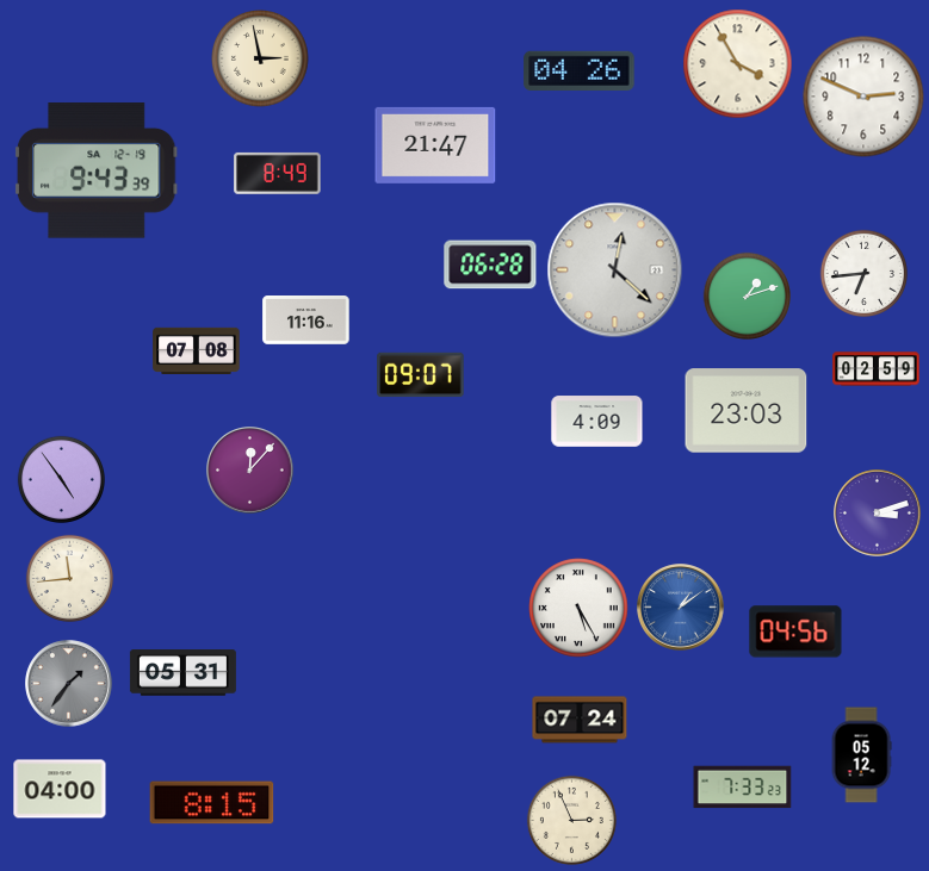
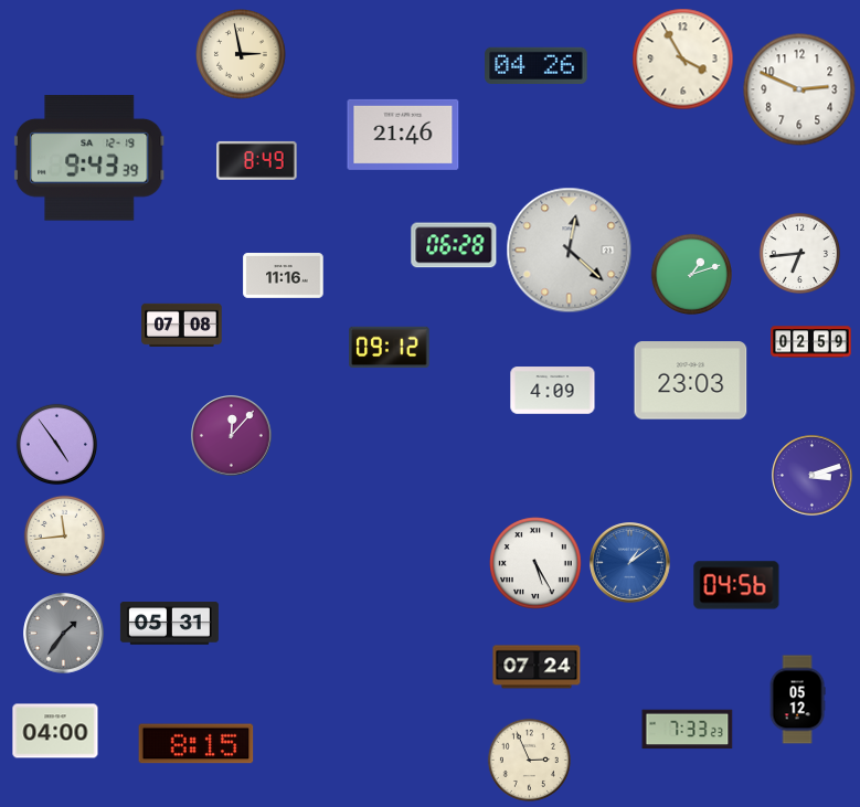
clock at (435, 145): 21:47 -> 21:46
clock at (306, 321) position: (306, 321) -> (284, 276)
clock at (421, 375): 09:07 -> 09:12
